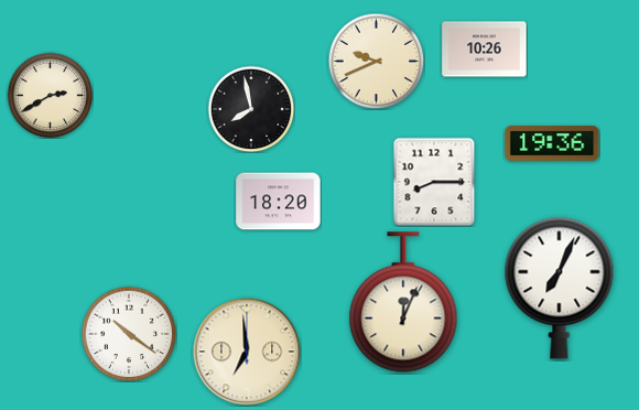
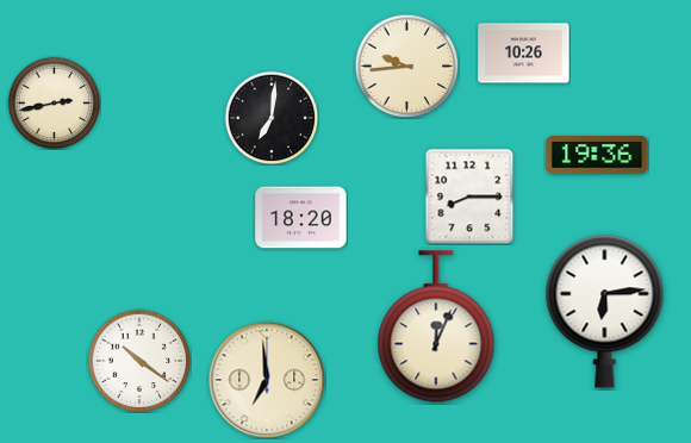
clock at (376, 61): 9:41 -> 9:44
clock at (50, 95): 2:40 -> 2:43
clock at (251, 109): 7:58 -> 7:01
clock at (560, 288): 7:04 -> 6:14
